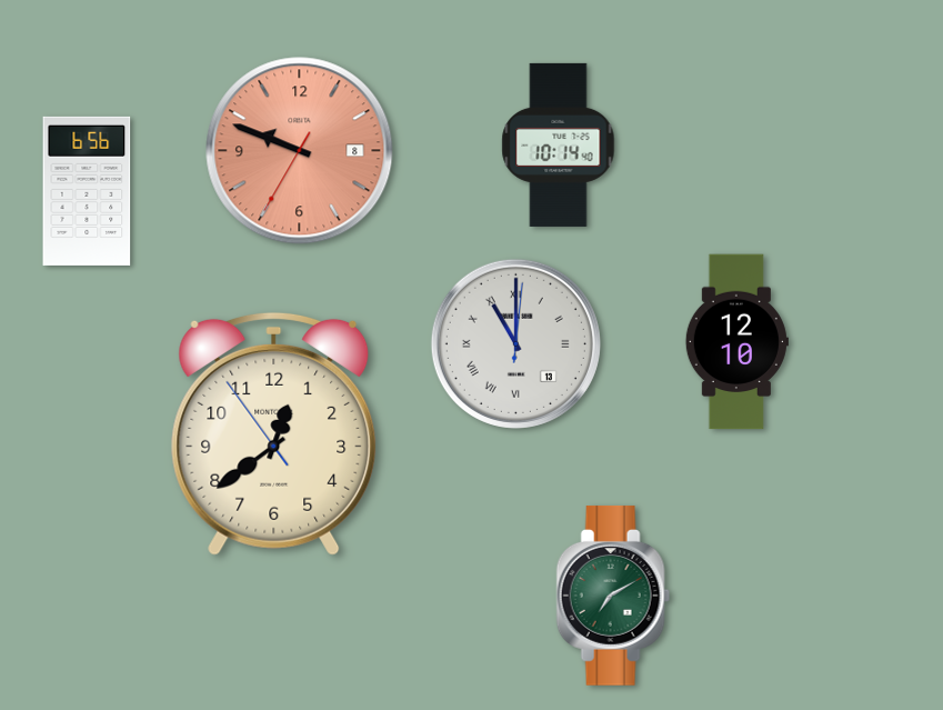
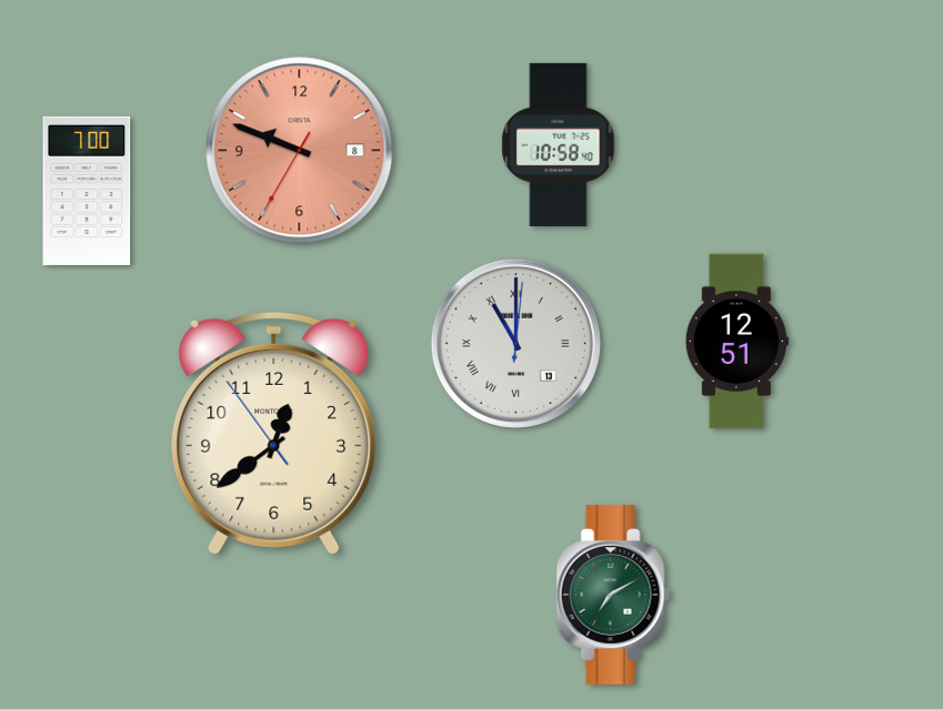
clock at (559, 144): 10:14 -> 10:58
clock at (87, 191): 6:56 -> 7:00
clock at (736, 342): 12:10 -> 12:51
